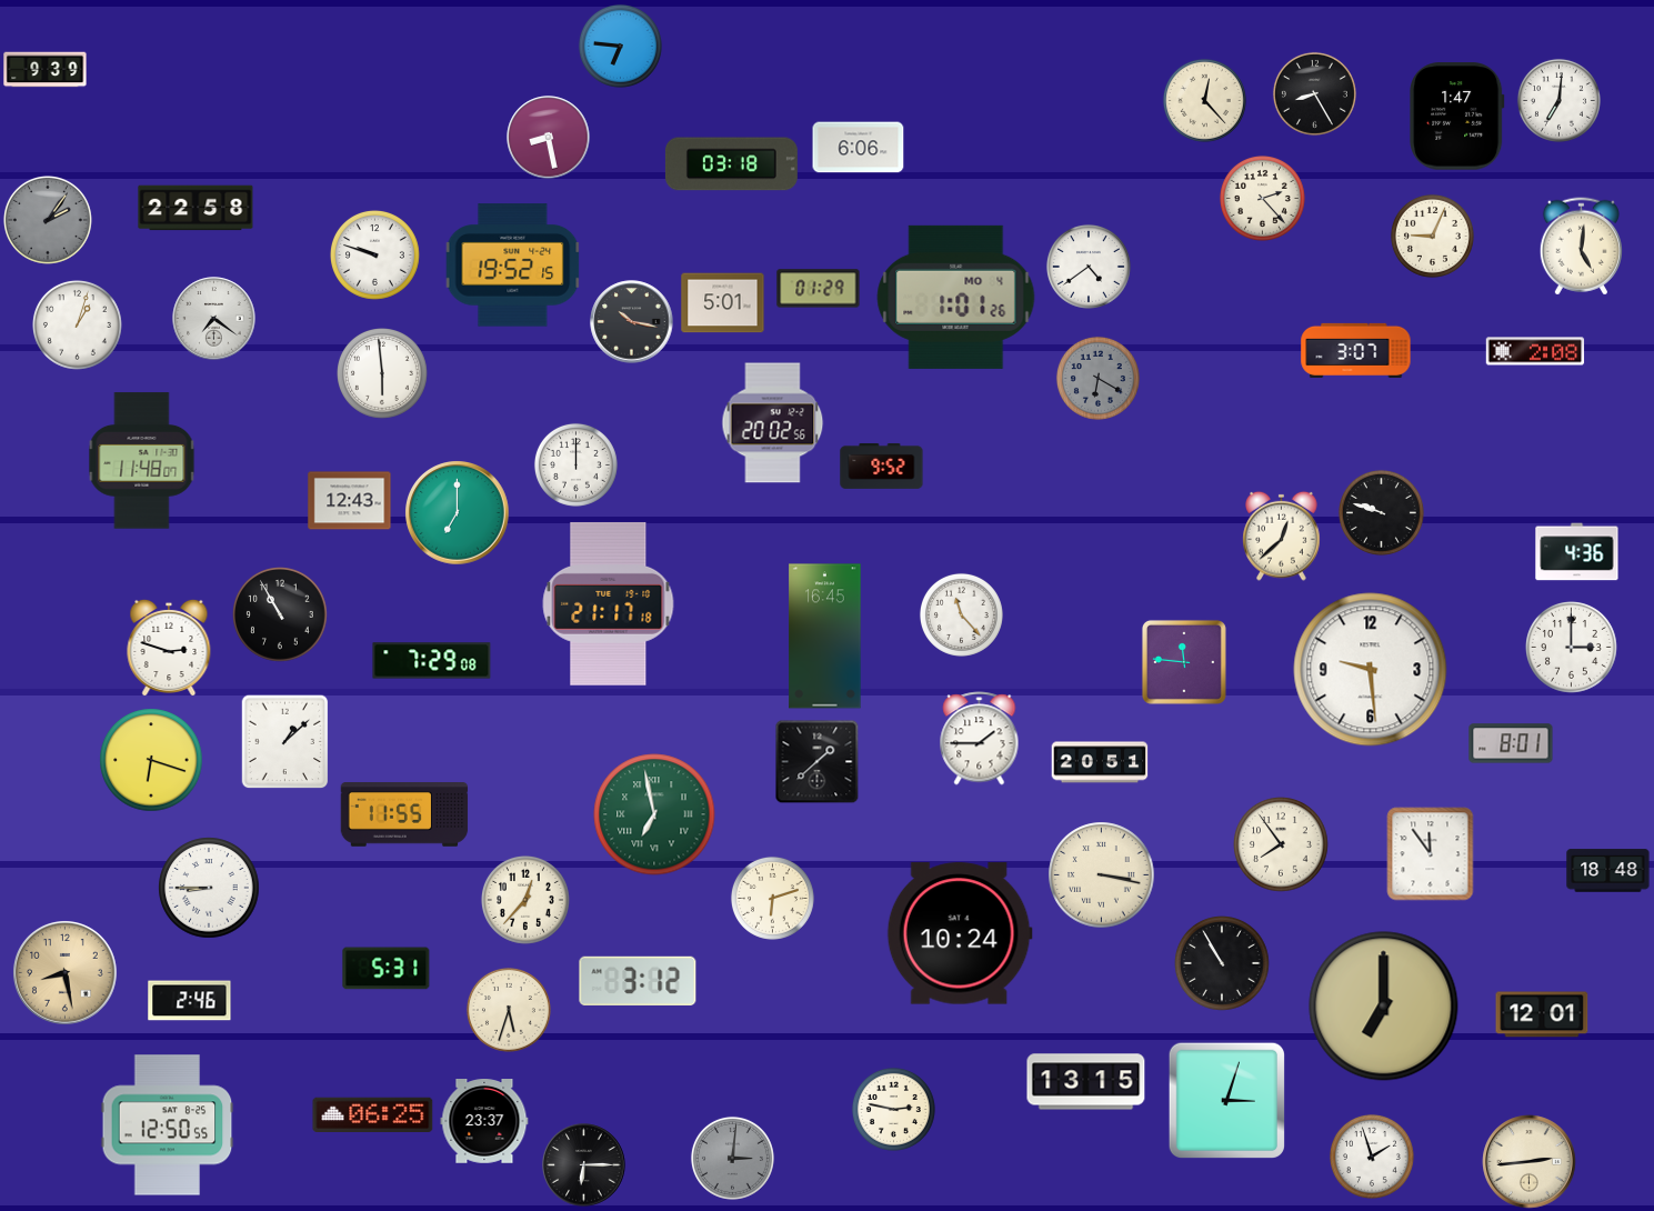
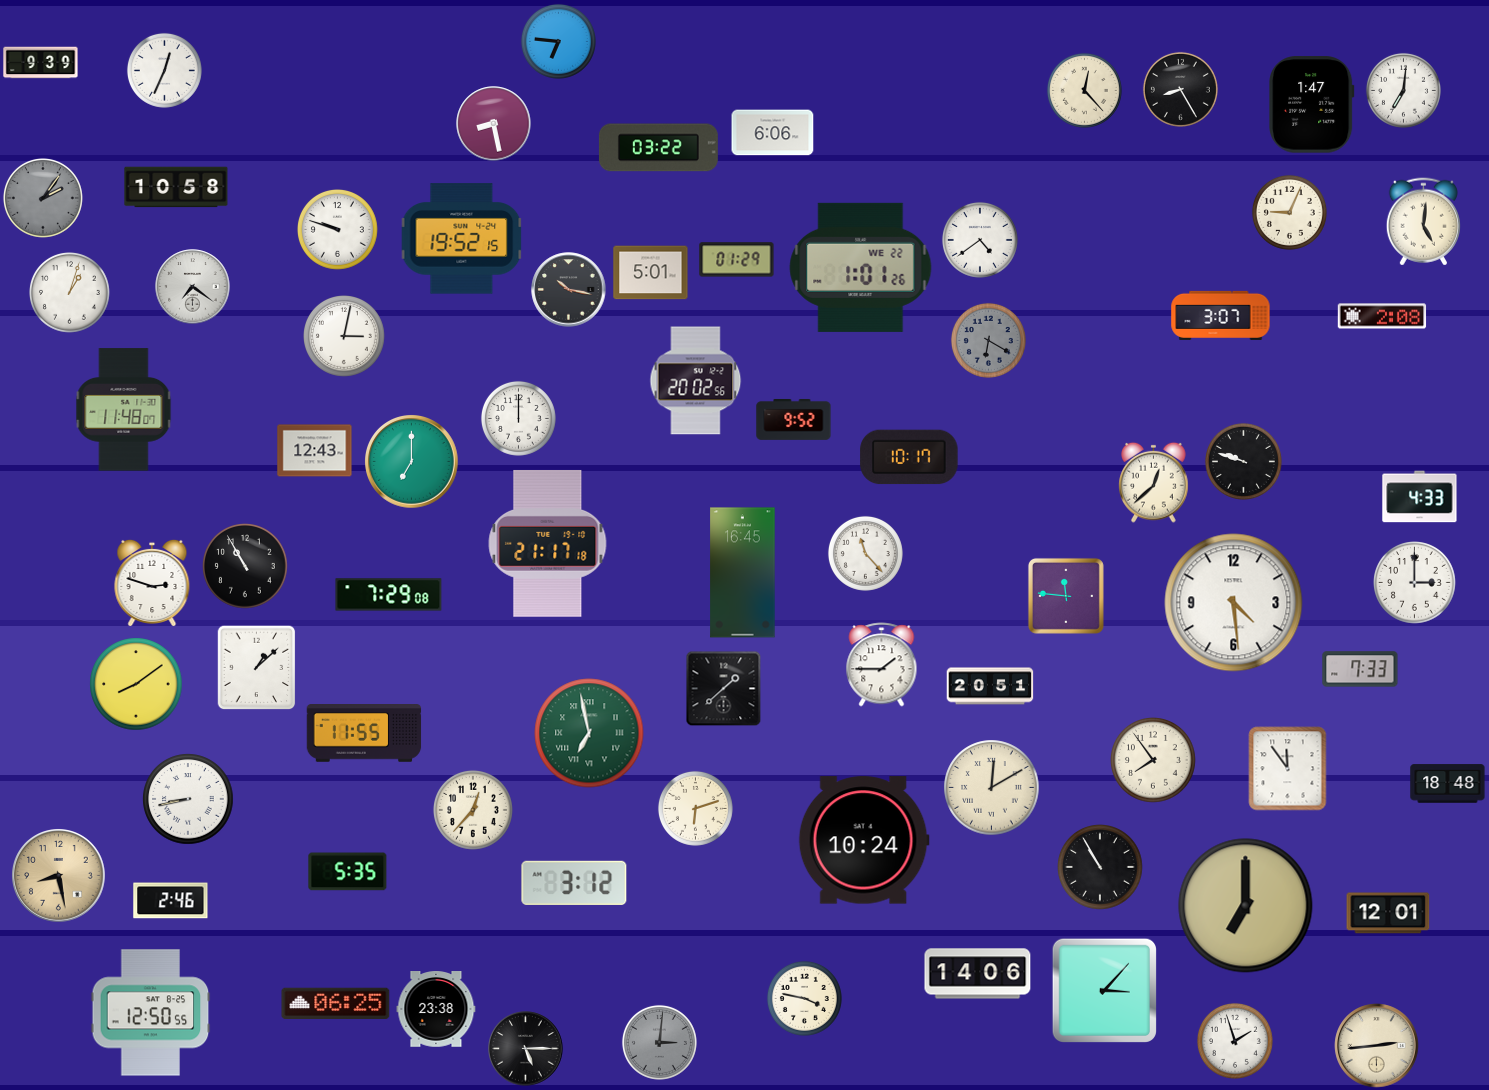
clock at (164, 70): none -> 12:34
clock at (1314, 93) position: (1314, 93) -> (1180, 89)
clock at (731, 164): 03:18 -> 03:22
clock at (1262, 198): 2:23 -> none
clock at (196, 208): 22:58 -> 10:58
clock at (956, 297) date: MO 4 -> WE 22
clock at (383, 374): 5:59 -> 3:02
clock at (142, 461) position: (142, 461) -> (124, 410)
clock at (909, 457): none -> 10:17
clock at (1577, 552): 4:36 -> 4:33
clock at (281, 615) position: (281, 615) -> (246, 567)
clock at (1371, 670): 9:29 -> 4:29
clock at (1511, 743): 8:01 -> 7:33
clock at (151, 760): 6:18 -> 8:09
clock at (818, 762) position: (818, 762) -> (724, 689)
clock at (1102, 875): 3:17 -> 12:10
clock at (209, 888): 8:45 -> 8:43
clock at (387, 969): 5:31 -> 5:35
clock at (509, 1010): 5:33 -> none
clock at (1086, 1082): 13:15 -> 14:06
clock at (1226, 1100): 3:03 -> 3:07
clock at (893, 1109): 2:47 -> 3:47
clock at (484, 1122): 23:37 -> 23:38
clock at (584, 1165): 6:15 -> 5:15
